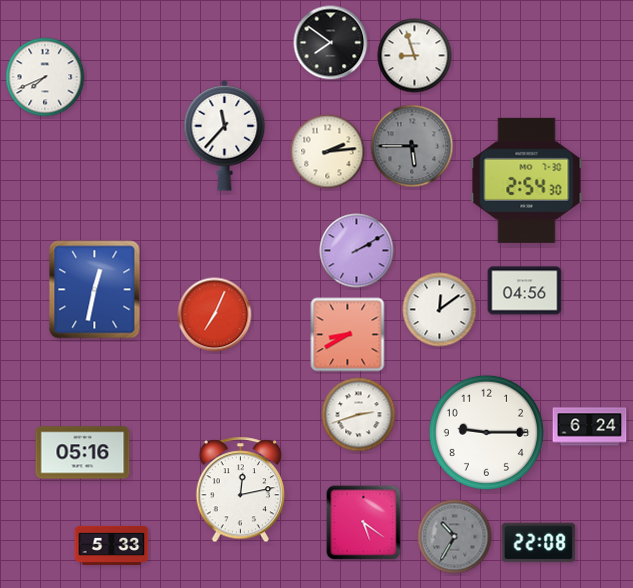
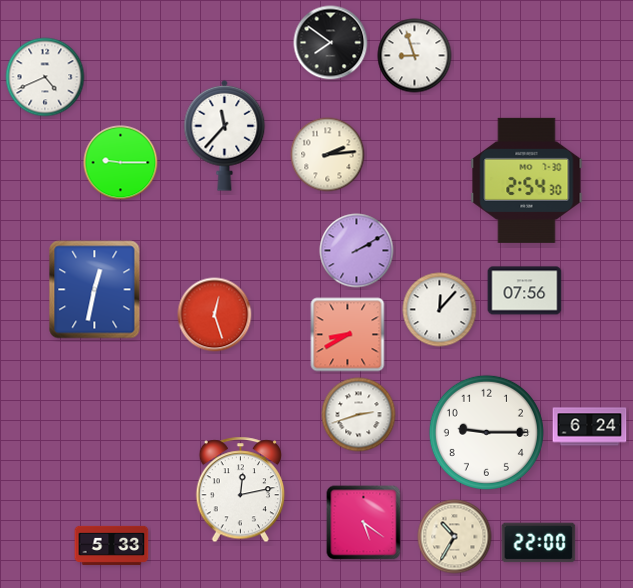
clock at (45, 77): 7:41 -> 4:41
clock at (412, 146): 5:45 -> none
clock at (328, 152) position: (328, 152) -> (328, 155)
clock at (121, 163): none -> 9:15
clock at (525, 291): 04:56 -> 07:56
clock at (440, 310): 12:09 -> 12:07
clock at (215, 315): 7:04 -> 12:27
clock at (83, 453): 05:16 -> none
clock at (455, 537) dial: grey -> cream
clock at (539, 543): 22:08 -> 22:00
